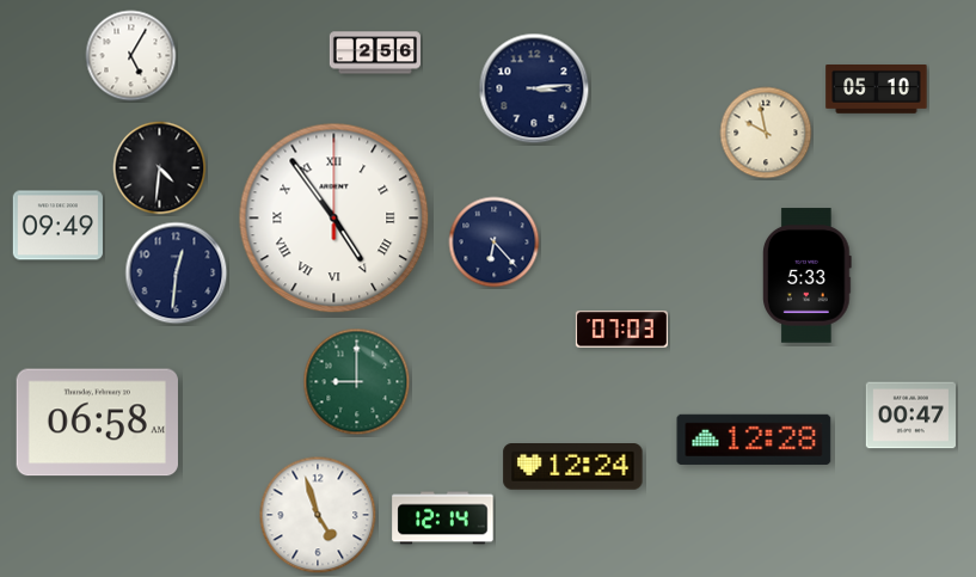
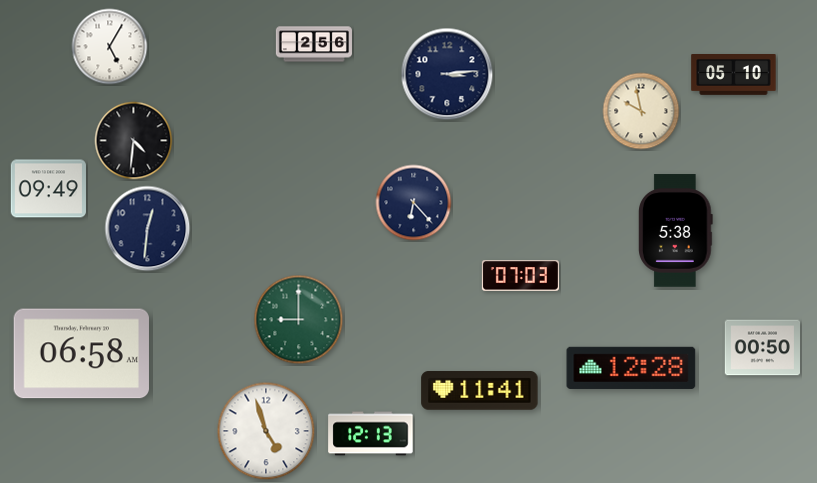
clock at (334, 219): 4:54 -> none
clock at (808, 276): 5:33 -> 5:38
clock at (910, 416): 00:47 -> 00:50
clock at (573, 467): 12:24 -> 11:41
clock at (443, 518): 12:14 -> 12:13
